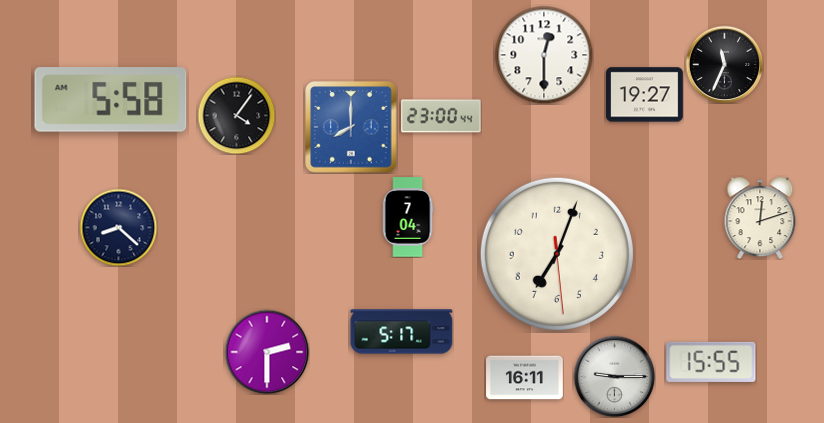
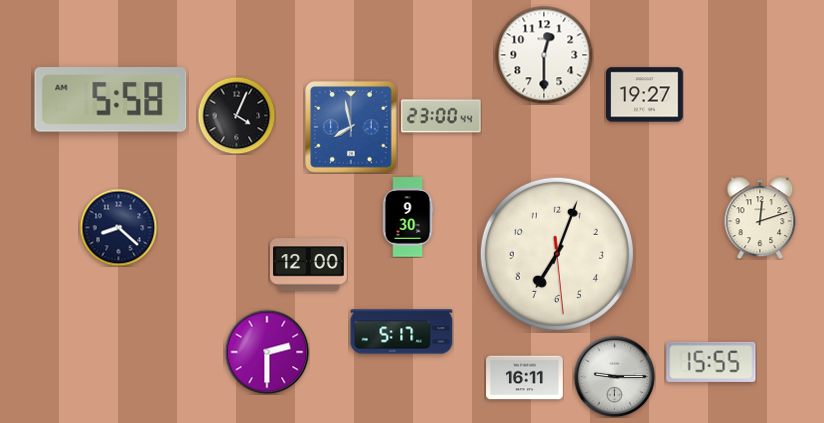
clock at (724, 64): 11:34 -> none
clock at (236, 115): 4:06 -> 4:04
clock at (351, 127): 8:00 -> 7:58
clock at (408, 217): 7:04 -> 9:30
clock at (309, 265): none -> 12:00
